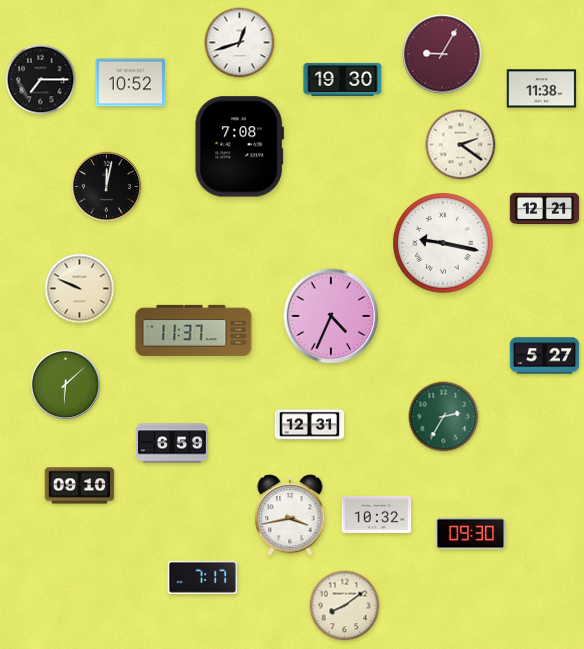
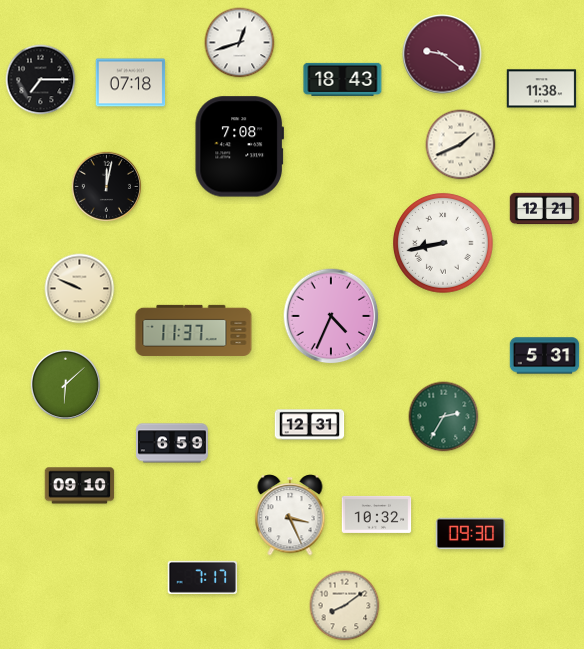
clock at (442, 54): 9:05 -> 9:21
clock at (343, 79): 19:30 -> 18:43
clock at (131, 83): 10:52 -> 07:18
clock at (461, 145): 2:21 -> 1:41
clock at (444, 244): 9:17 -> 8:43
clock at (545, 356): 5:27 -> 5:31
clock at (290, 515): 3:43 -> 3:26
